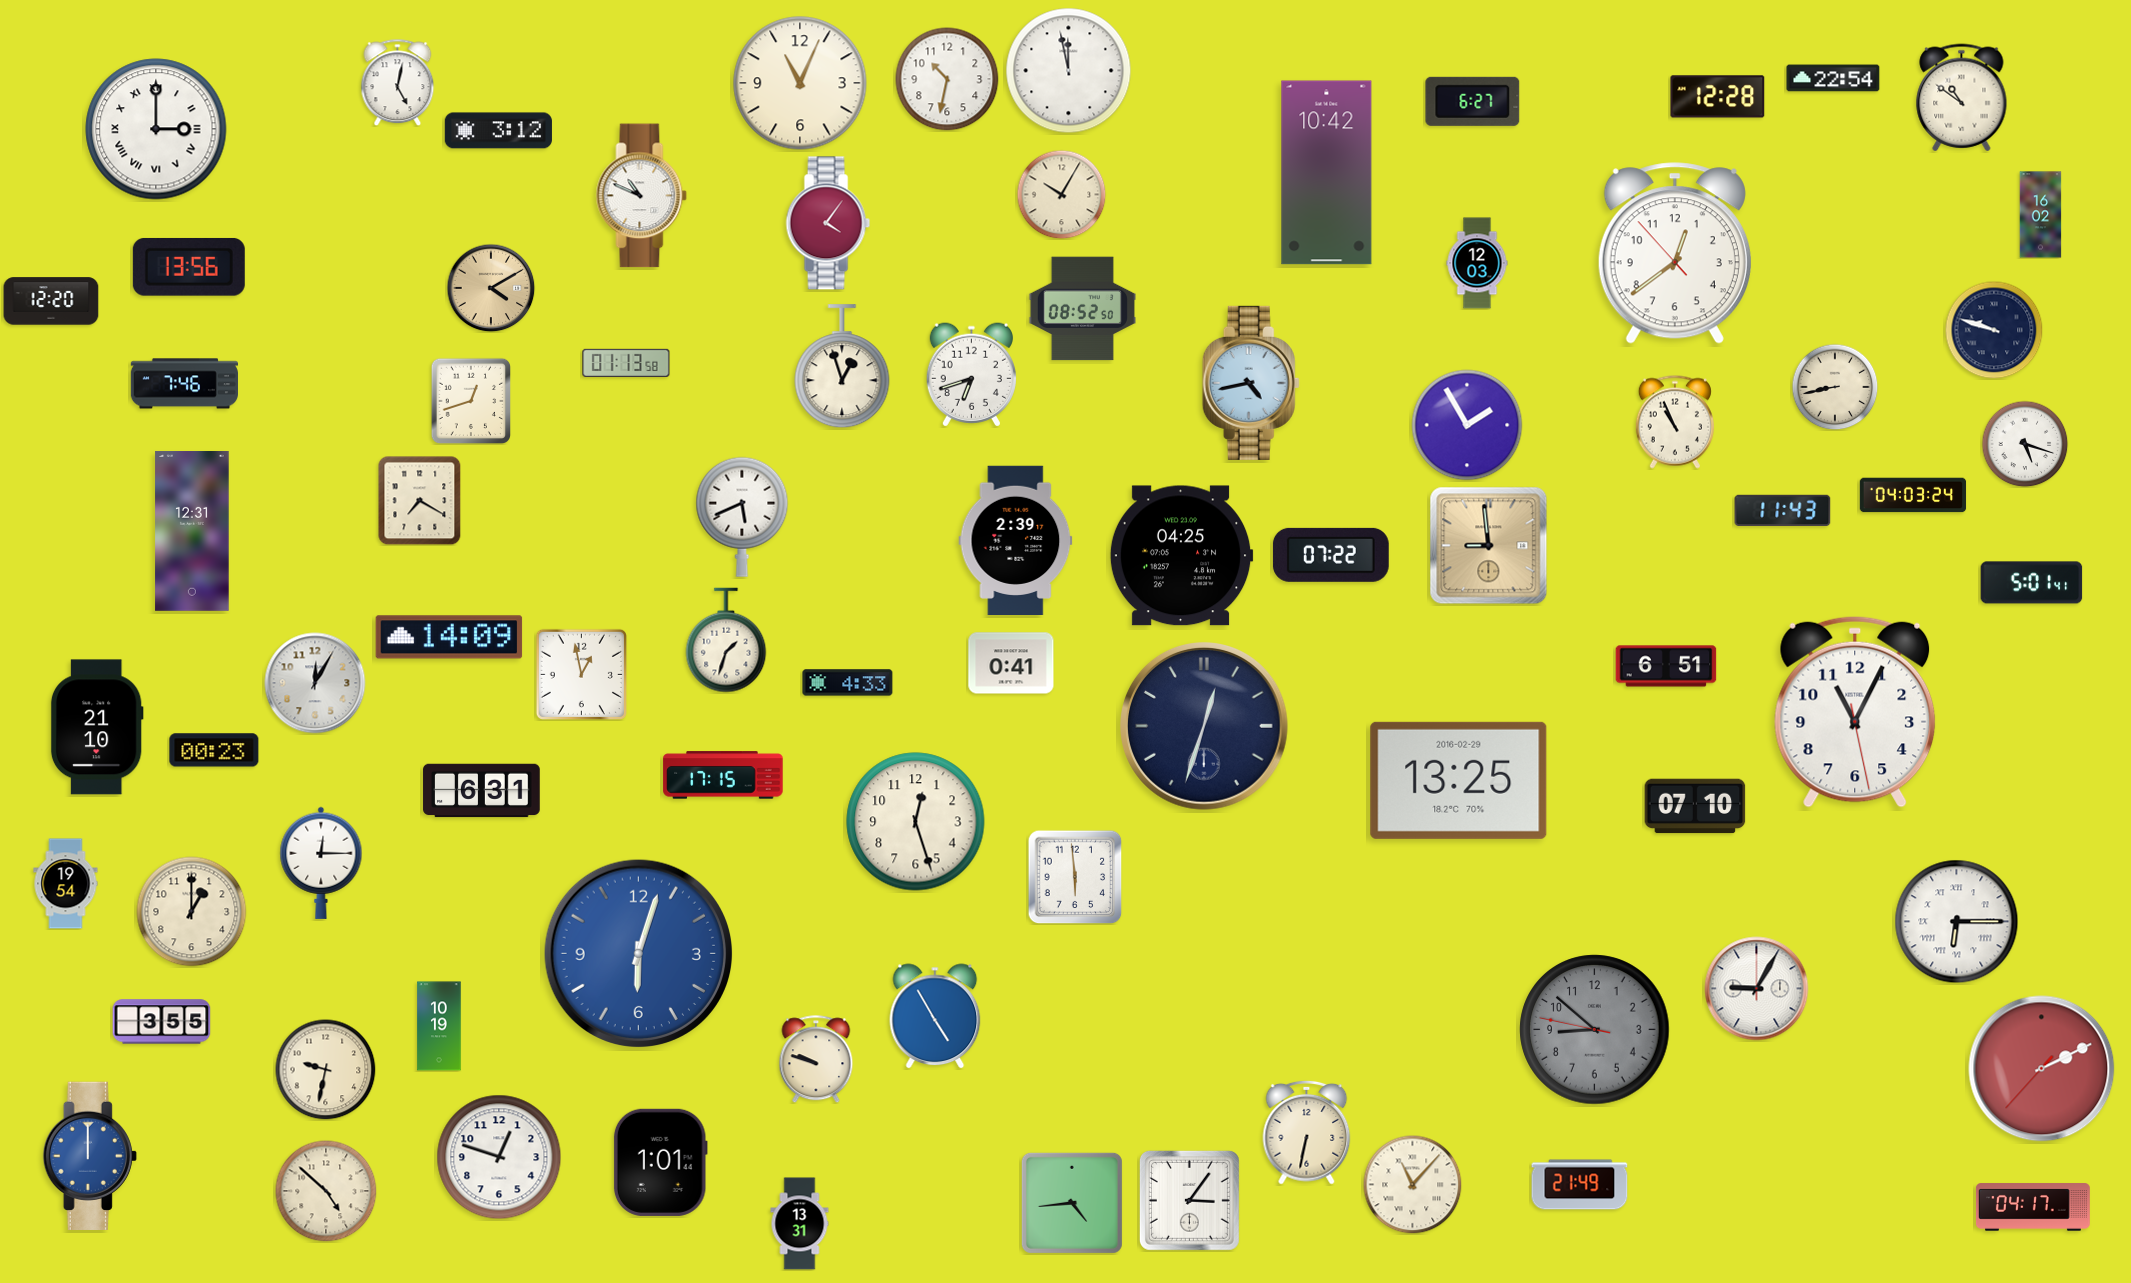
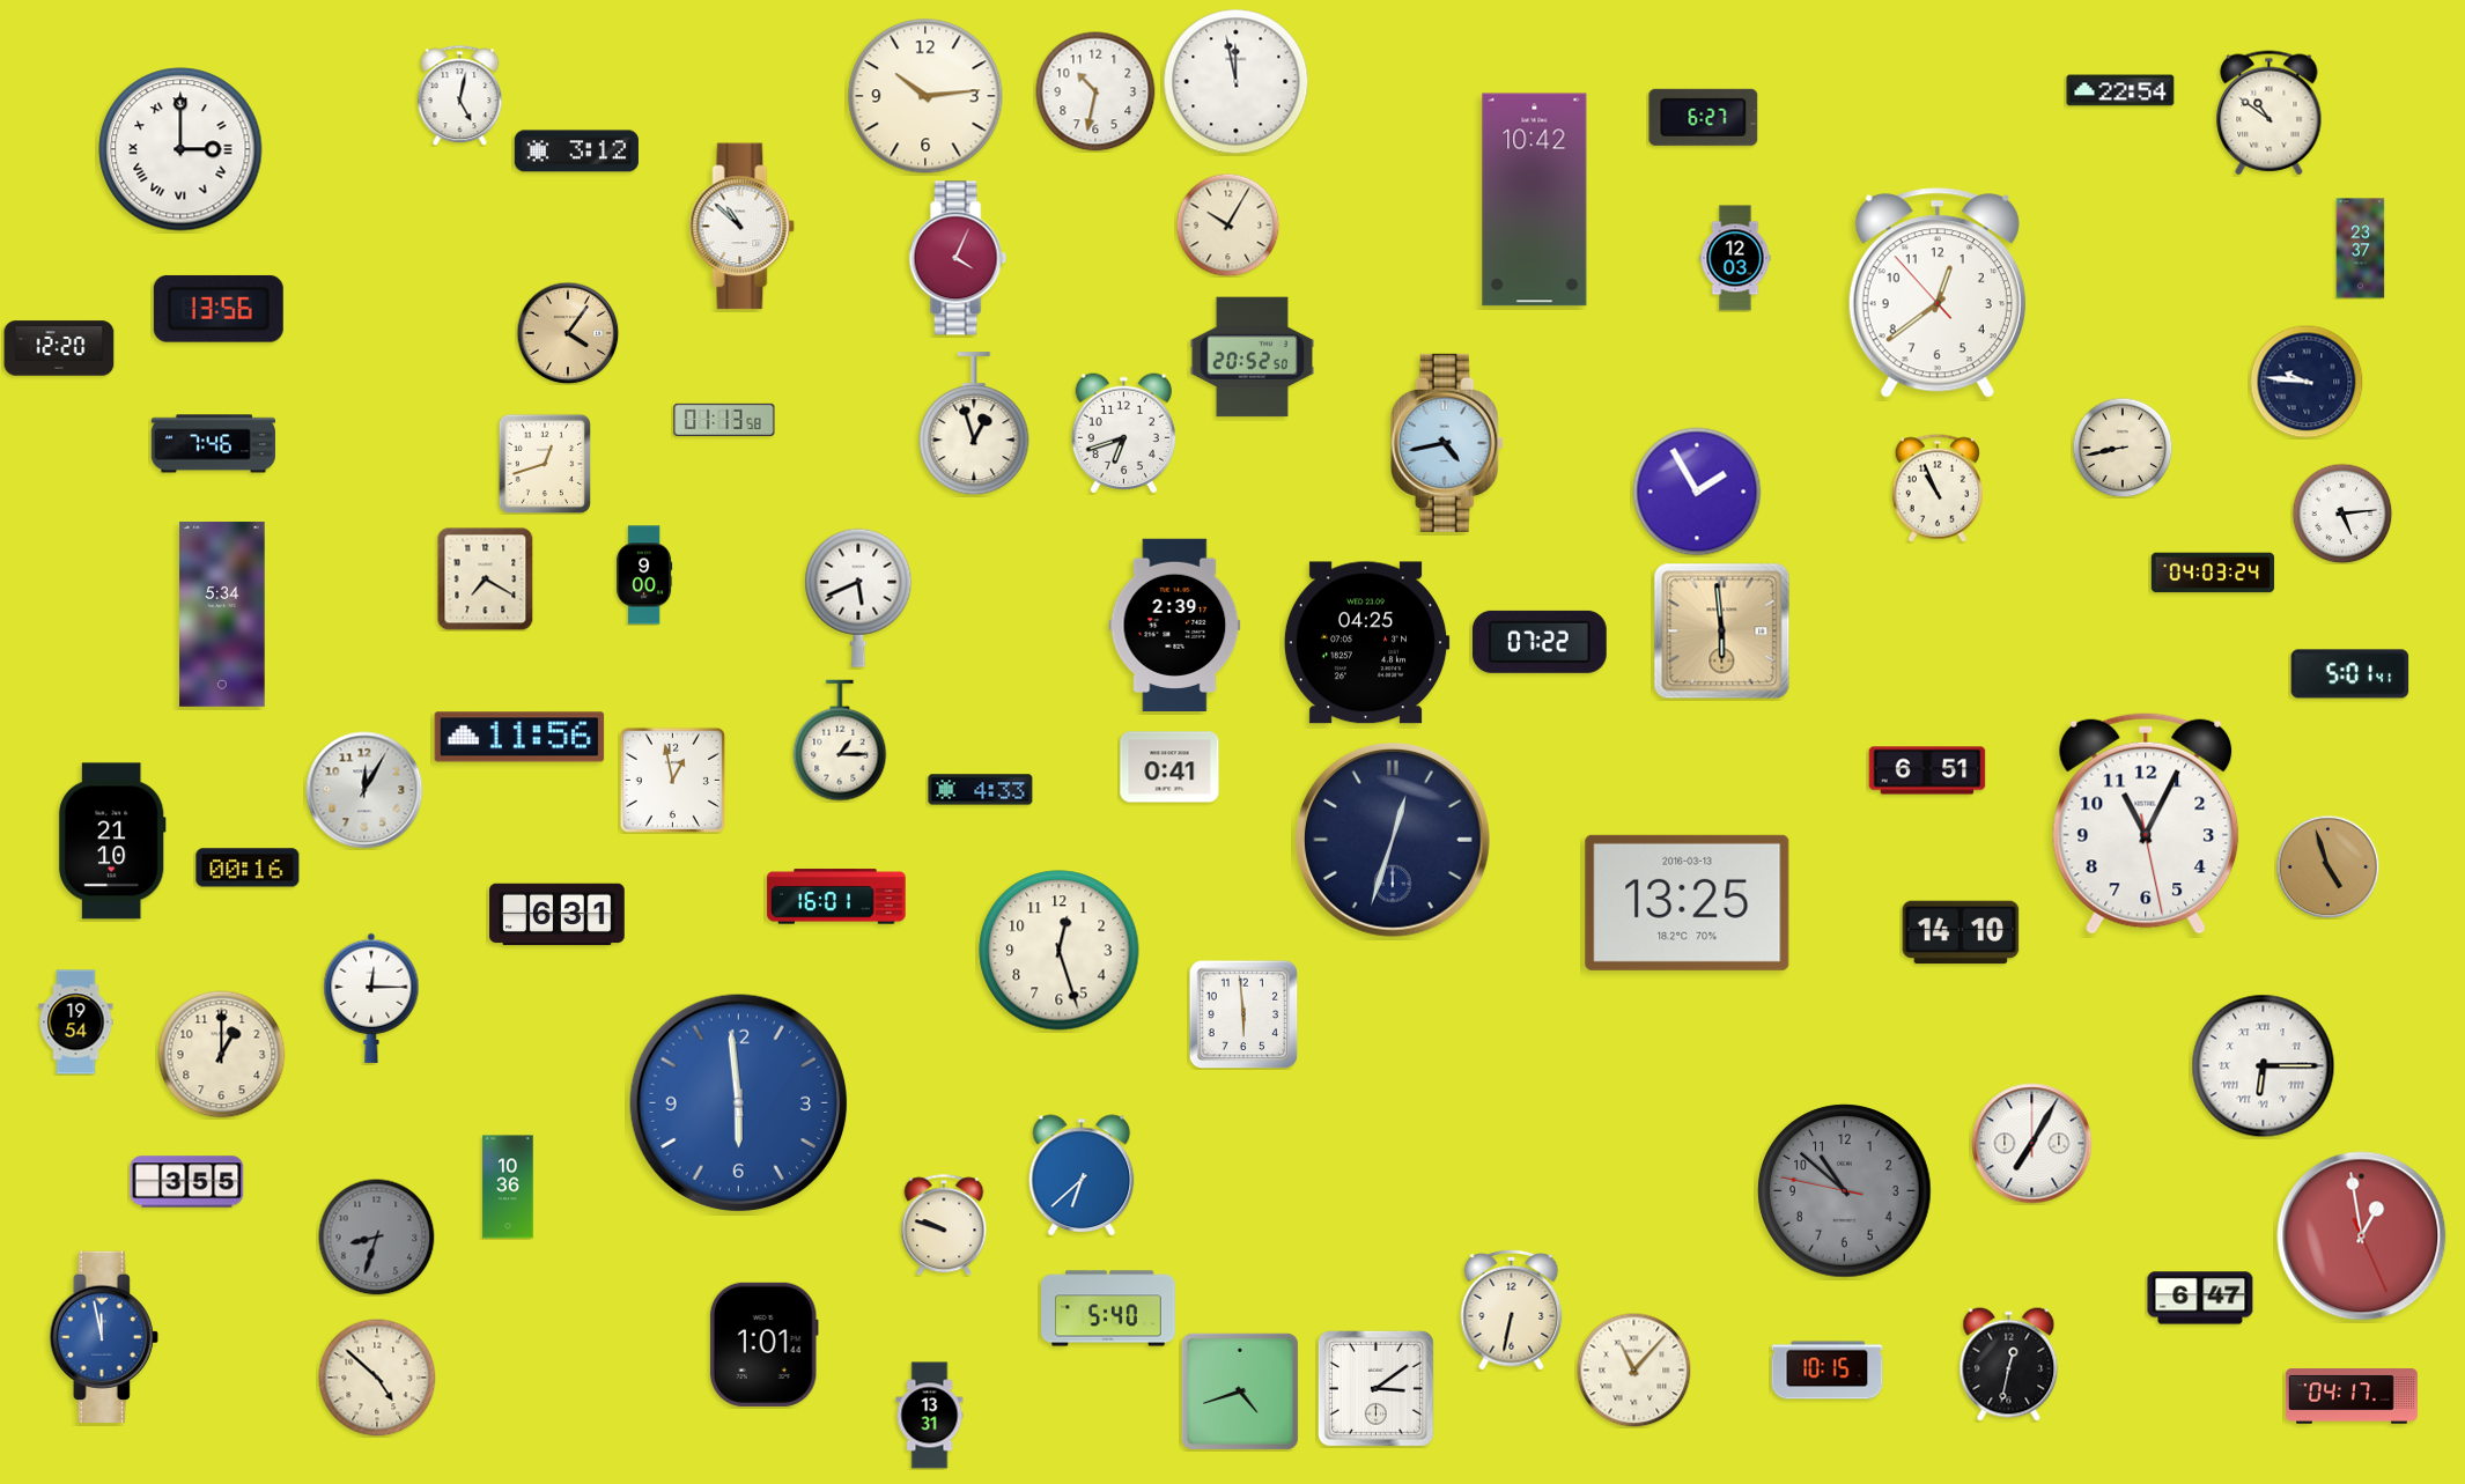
clock at (800, 83): 11:04 -> 10:14
clock at (1718, 97): 12:28 -> none
clock at (642, 196): 10:49 -> 10:52
clock at (2041, 215): 16:02 -> 23:37
clock at (828, 223): 4:06 -> 4:04
clock at (1477, 263) position: (1477, 263) -> (1735, 258)
clock at (491, 288): 4:10 -> 4:06
clock at (1082, 309): 08:52 -> 20:52
clock at (1994, 330): 9:48 -> 9:46
clock at (2025, 444): 5:18 -> 5:14
clock at (644, 575): none -> 9:00
clock at (1783, 510): 11:43 -> none
clock at (192, 532): 12:31 -> 5:34
clock at (1489, 546): 8:59 -> 5:59
clock at (449, 637): 14:09 -> 11:56
clock at (726, 640): 1:33 -> 1:15
clock at (2327, 866): none -> 4:57
clock at (214, 750): 00:23 -> 00:16
clock at (723, 775): 17:15 -> 16:01
clock at (1459, 780) date: 2016-02-29 -> 2016-03-13
clock at (1695, 806): 07:10 -> 14:10
clock at (638, 953): 6:03 -> 5:59
clock at (1757, 989): 9:05 -> 7:05
clock at (935, 1016): 4:55 -> 6:38
clock at (439, 1026): 10:19 -> 10:36
clock at (1595, 1030): 8:51 -> 10:51
clock at (2042, 1069): 2:10 -> 12:58
clock at (326, 1070): 9:32 -> 8:33
clock at (326, 1070) dial: cream -> grey
clock at (2200, 1298): none -> 6:47
clock at (1109, 1308): none -> 5:40
clock at (90, 1155): 12:00 -> 11:58
clock at (499, 1157): 12:48 -> none
clock at (2009, 1365): none -> 12:32
clock at (1580, 1185): 21:49 -> 10:15
clock at (1189, 1200): 3:06 -> 3:09
clock at (1072, 1203): 4:44 -> 4:42
clock at (800, 1224) position: (800, 1224) -> (930, 1416)
